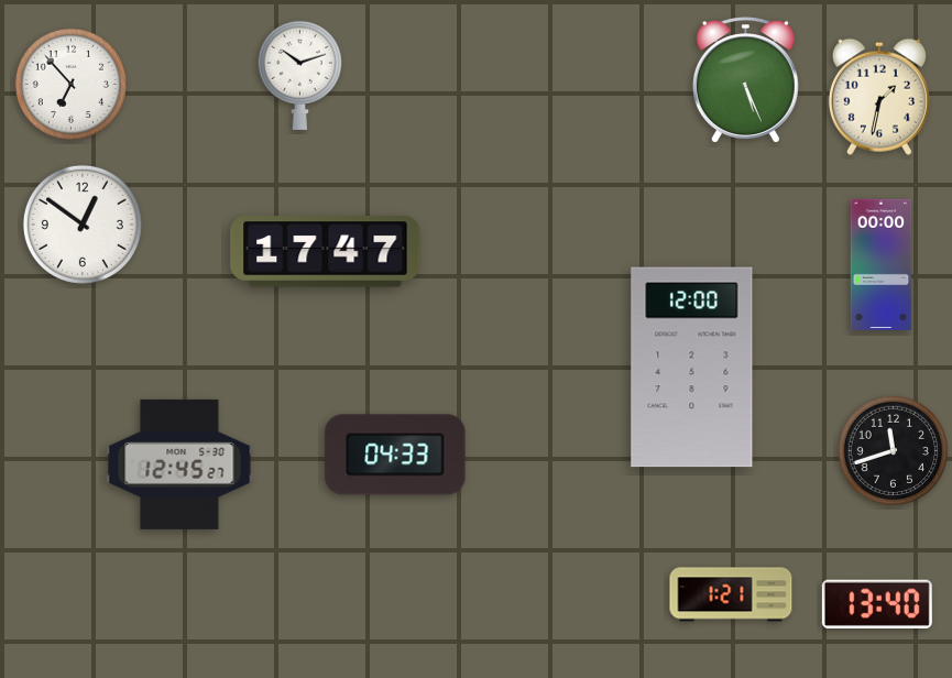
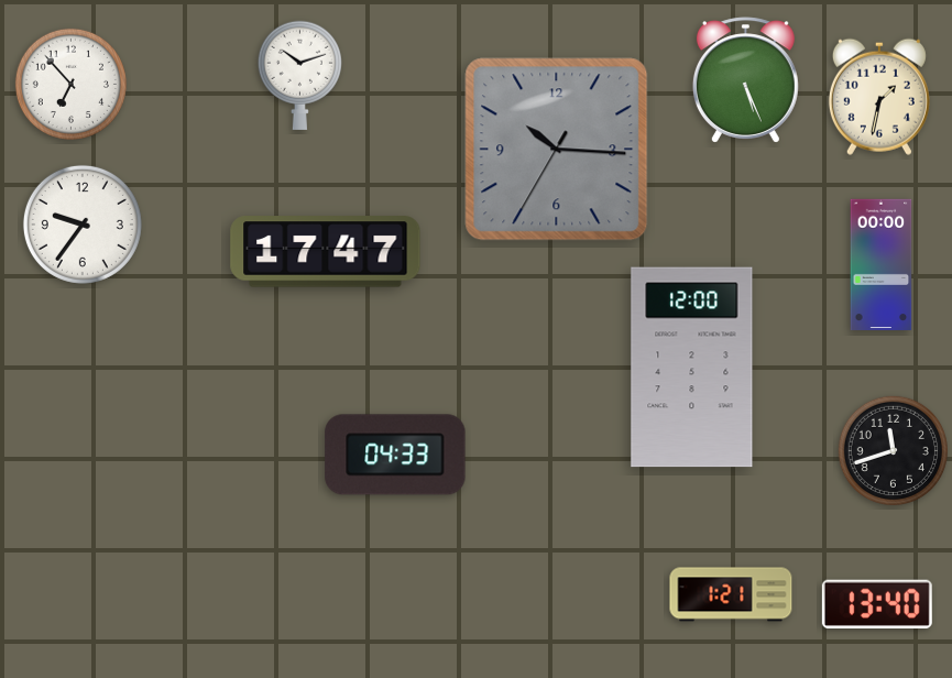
clock at (557, 150): none -> 10:15
clock at (83, 225): 12:51 -> 9:36
clock at (179, 464): 12:45 -> none
